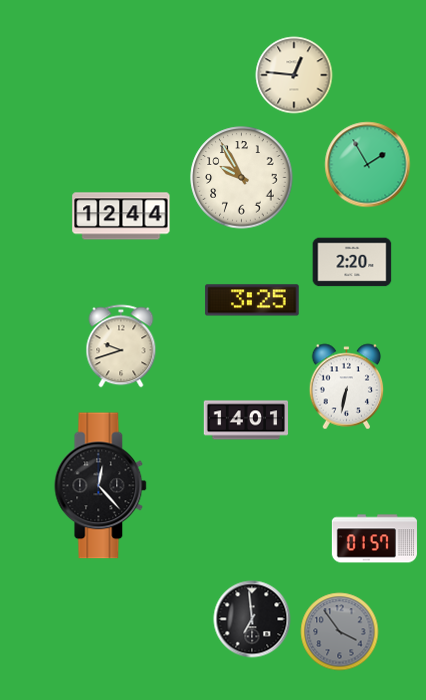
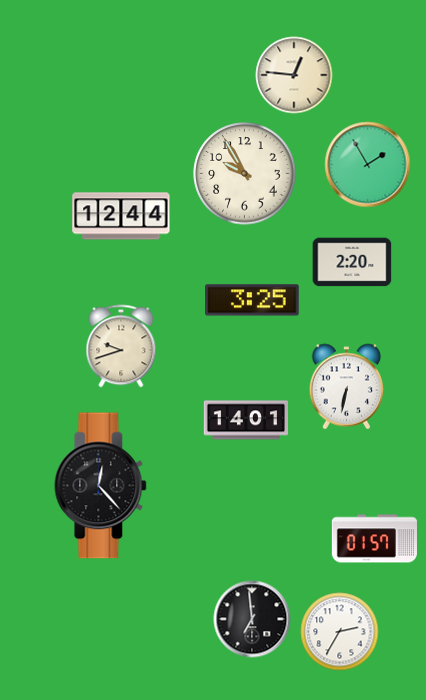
clock at (242, 178) position: (242, 178) -> (245, 174)
clock at (340, 632): 3:54 -> 2:35
clock at (340, 632) dial: grey -> white
